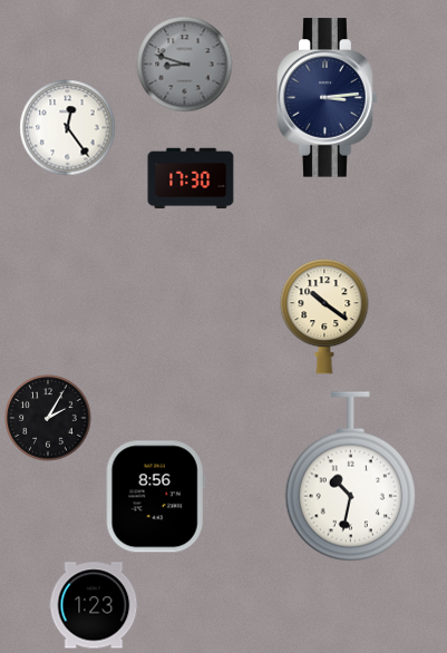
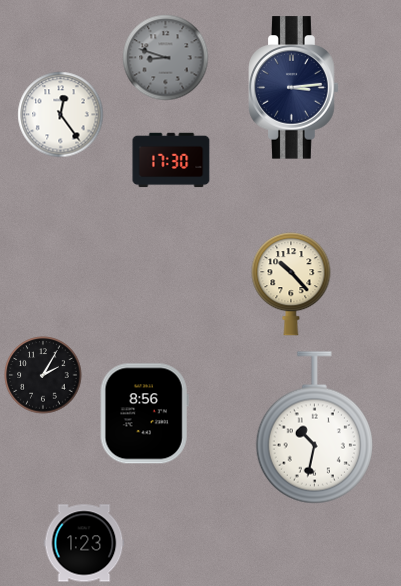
clock at (324, 316): 10:21 -> 10:23
clock at (155, 497) position: (155, 497) -> (144, 414)
